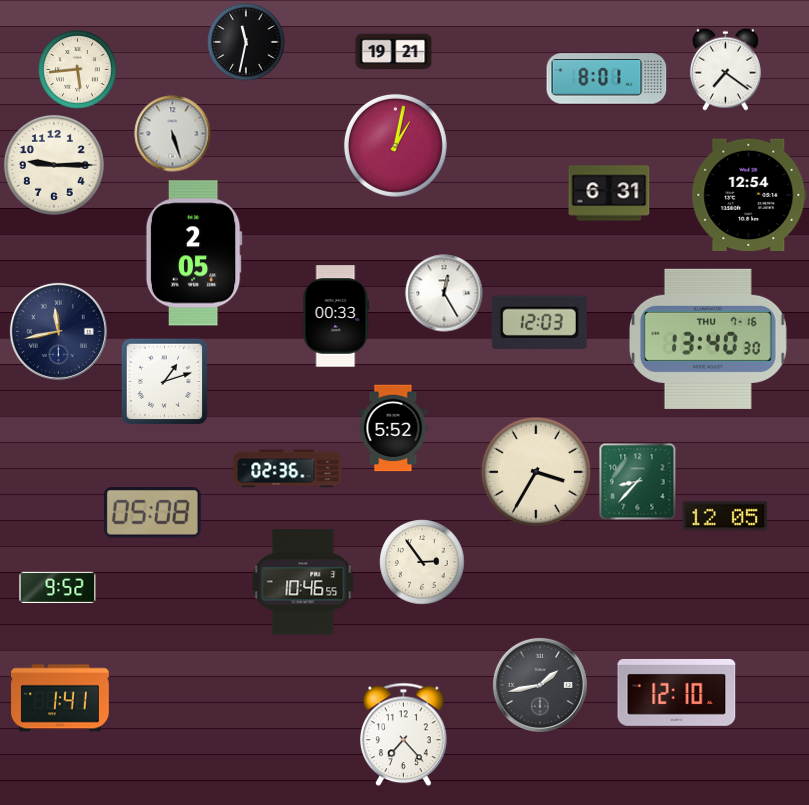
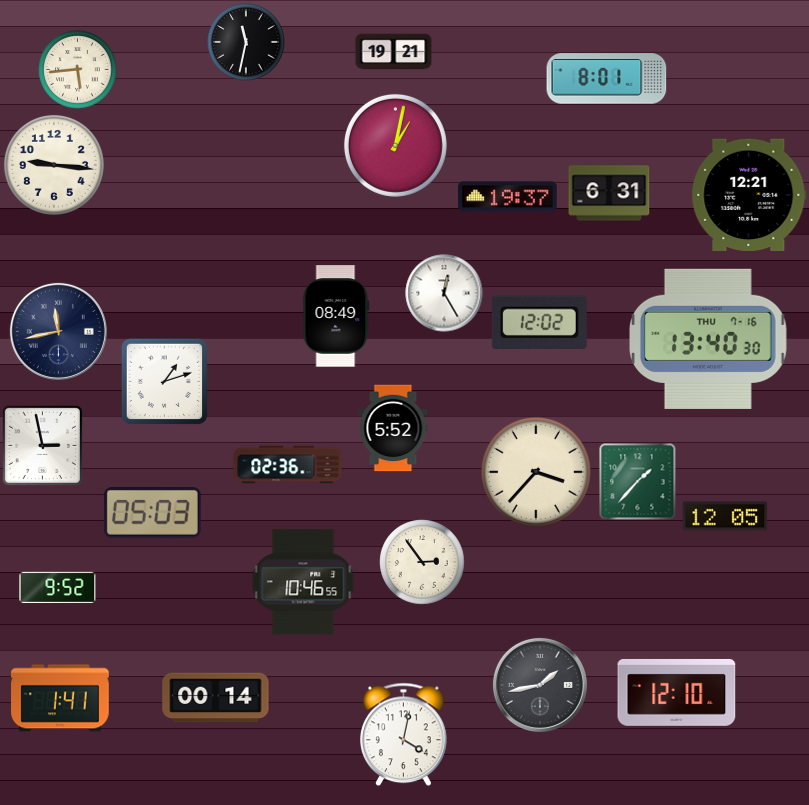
clock at (725, 69): 7:21 -> none
clock at (173, 134): 5:27 -> none
clock at (54, 165): 9:15 -> 9:16
clock at (749, 194): 12:54 -> 12:21
clock at (508, 197): none -> 19:37
clock at (194, 253): 2:05 -> none
clock at (336, 316): 00:33 -> 08:49
clock at (539, 323): 12:03 -> 12:02
clock at (42, 445): none -> 2:58
clock at (288, 469) position: (288, 469) -> (288, 465)
clock at (536, 472): 3:35 -> 3:37
clock at (638, 482): 8:37 -> 1:37
clock at (152, 513): 05:08 -> 05:03
clock at (216, 698): none -> 00:14
clock at (404, 735): 7:23 -> 4:02
